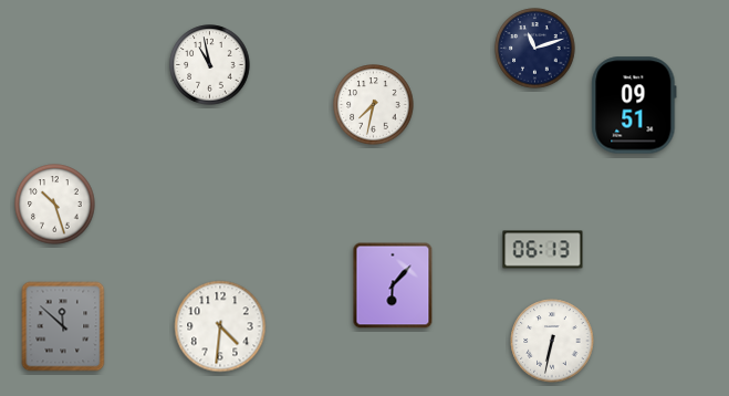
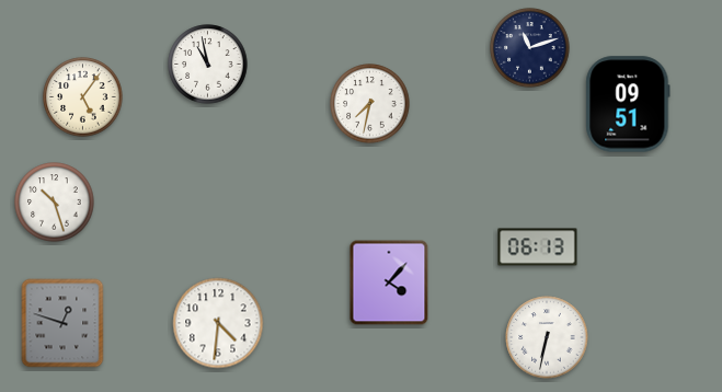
clock at (83, 97): none -> 5:06
clock at (393, 285): 6:07 -> 4:07
clock at (63, 326): 11:52 -> 12:48
